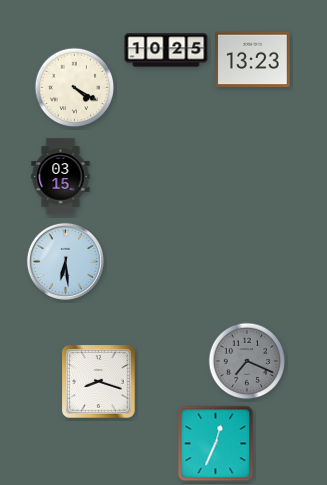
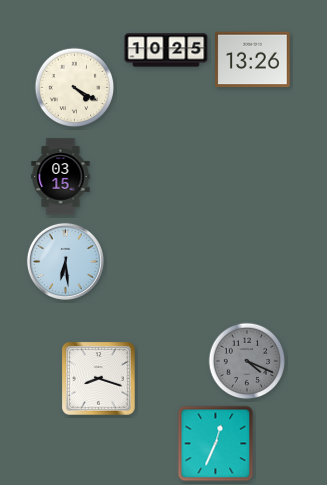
clock at (253, 60): 13:23 -> 13:26
clock at (247, 361): 7:19 -> 4:19
clock at (99, 382) position: (99, 382) -> (99, 379)
